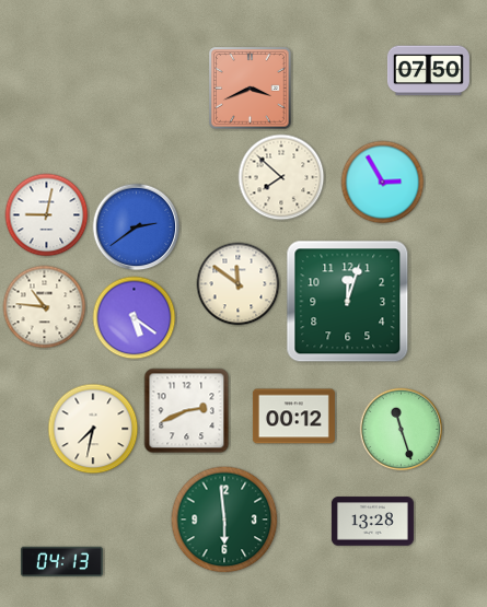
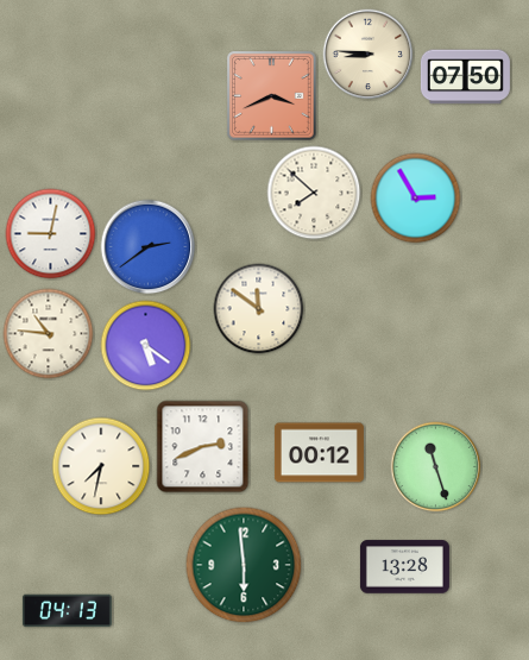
clock at (369, 55): none -> 8:46
clock at (281, 177) position: (281, 177) -> (314, 193)
clock at (348, 302): 12:03 -> none
